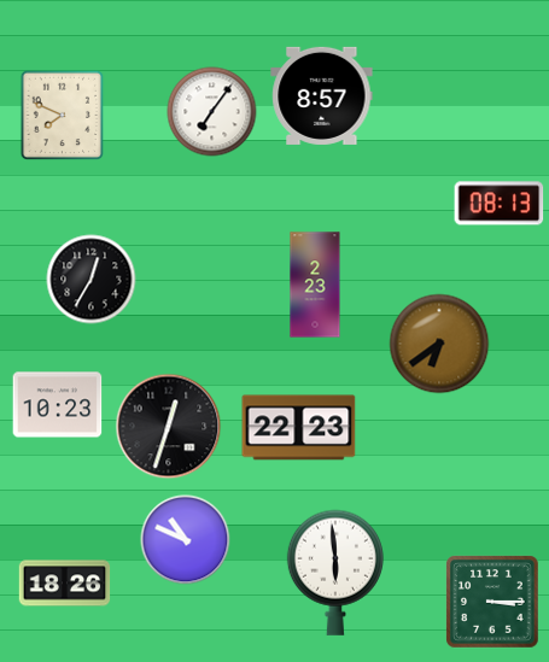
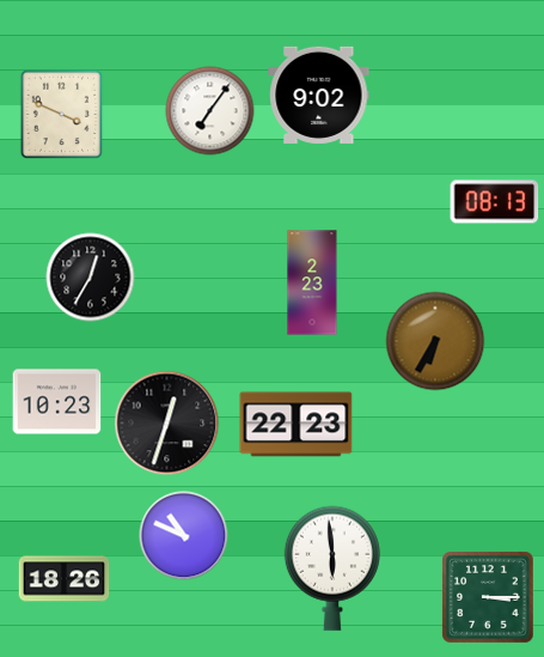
clock at (322, 95): 8:57 -> 9:02
clock at (63, 116): 7:49 -> 3:49
clock at (439, 344): 6:39 -> 6:35
